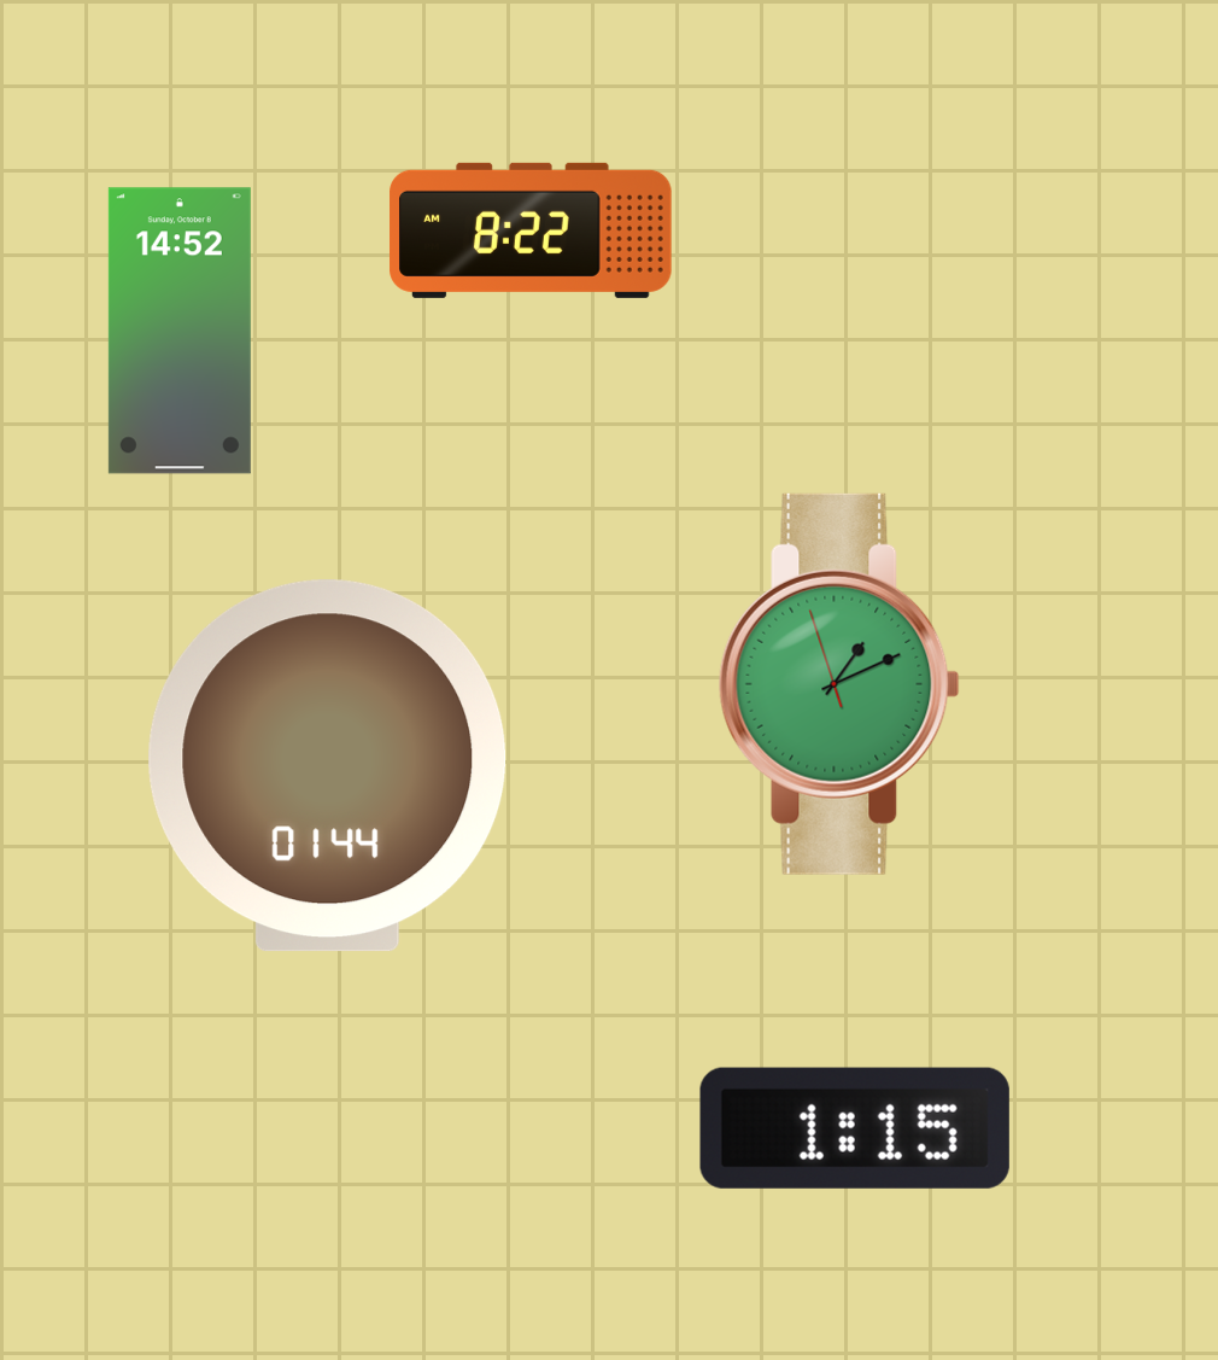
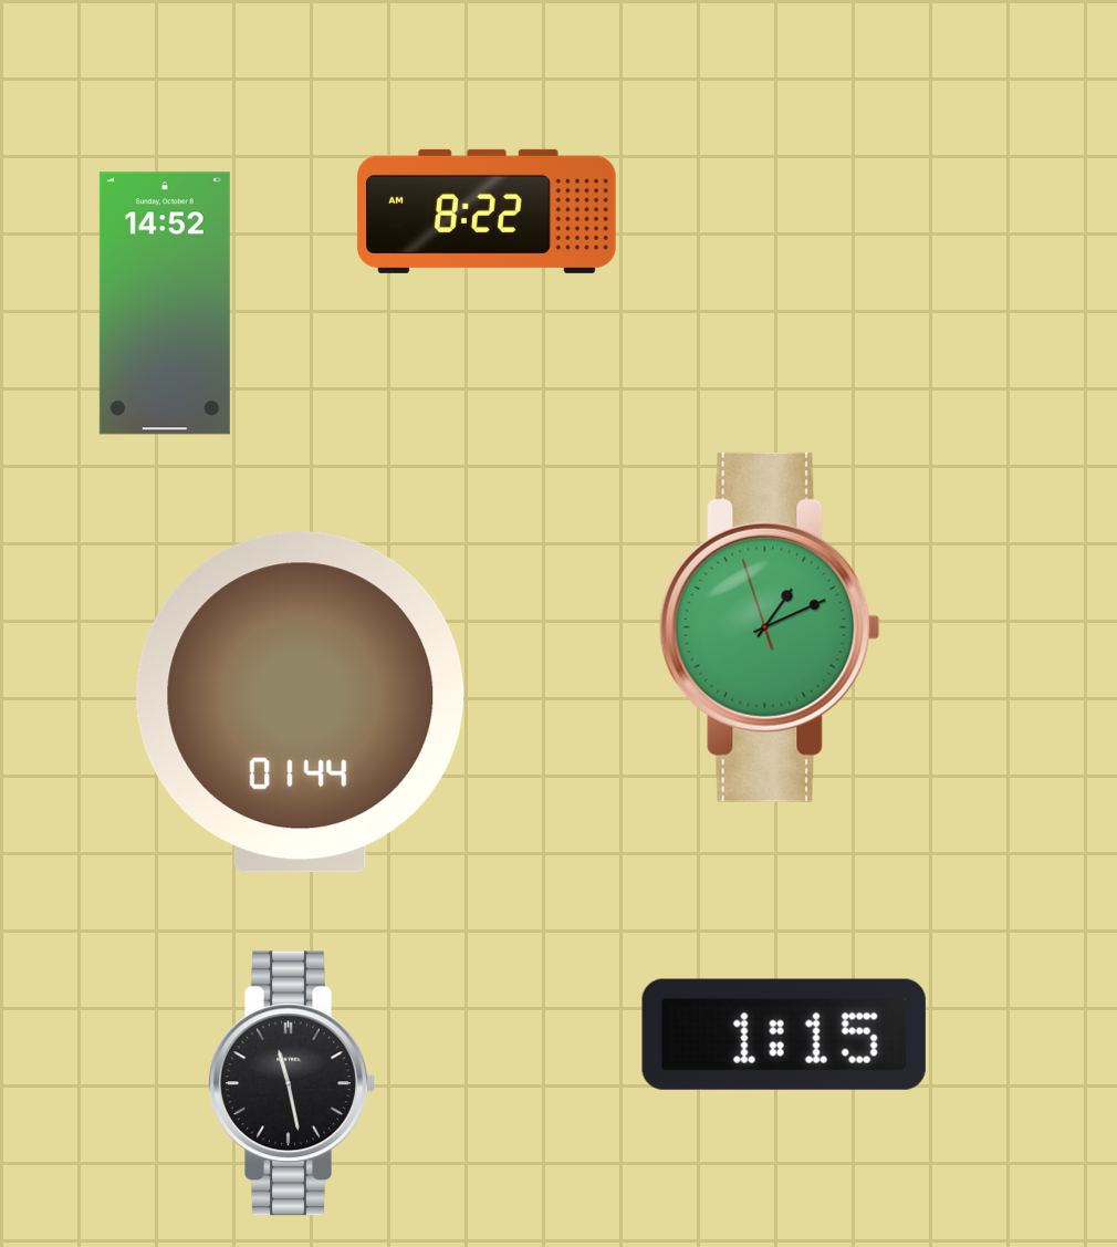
clock at (292, 1083): none -> 11:28
